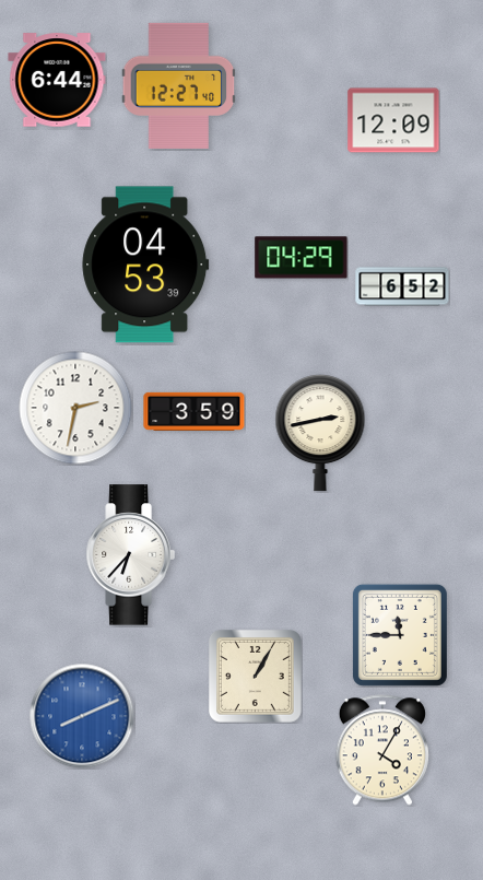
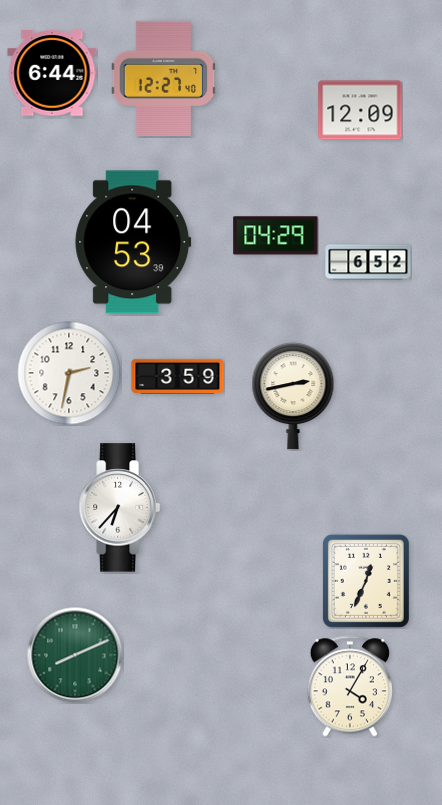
clock at (400, 635): 11:45 -> 12:34
clock at (255, 676): 1:05 -> none
clock at (82, 716) dial: blue -> green
